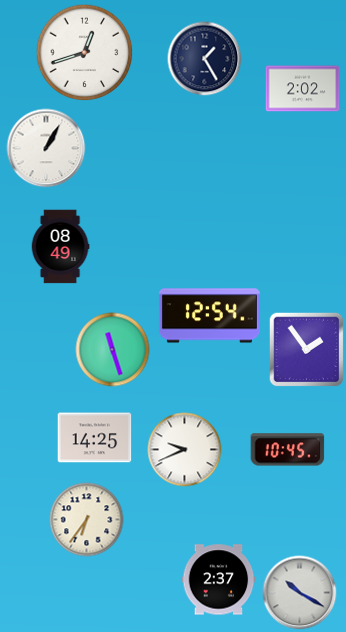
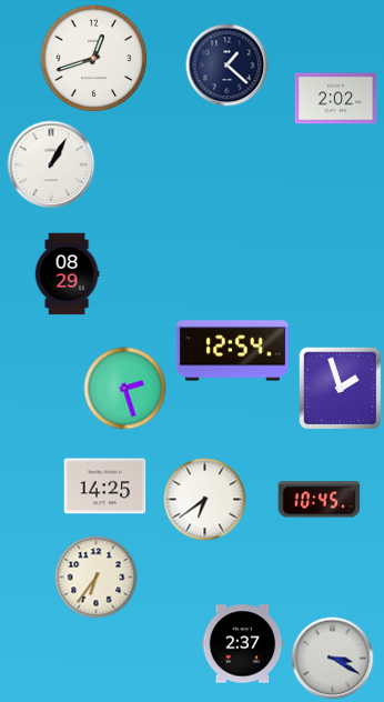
clock at (205, 59): 1:25 -> 1:22
clock at (60, 247): 08:49 -> 08:29
clock at (113, 350): 11:27 -> 2:27
clock at (307, 350): 1:54 -> 1:57
clock at (185, 450): 9:41 -> 6:39
clock at (300, 593): 10:20 -> 3:20
